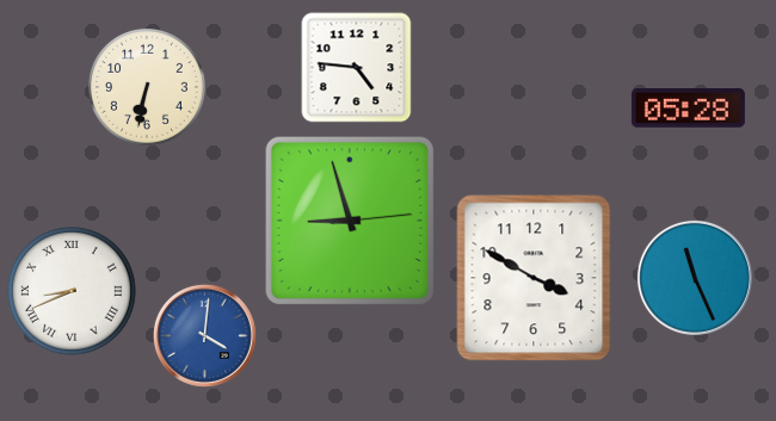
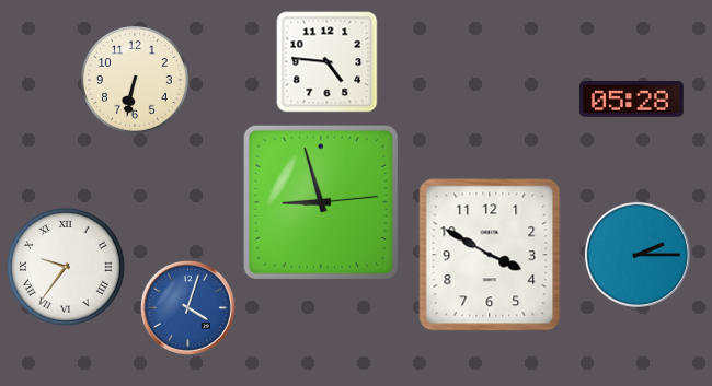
clock at (695, 278): 11:26 -> 2:15
clock at (72, 291): 8:41 -> 9:36
clock at (204, 335): 4:01 -> 4:03
